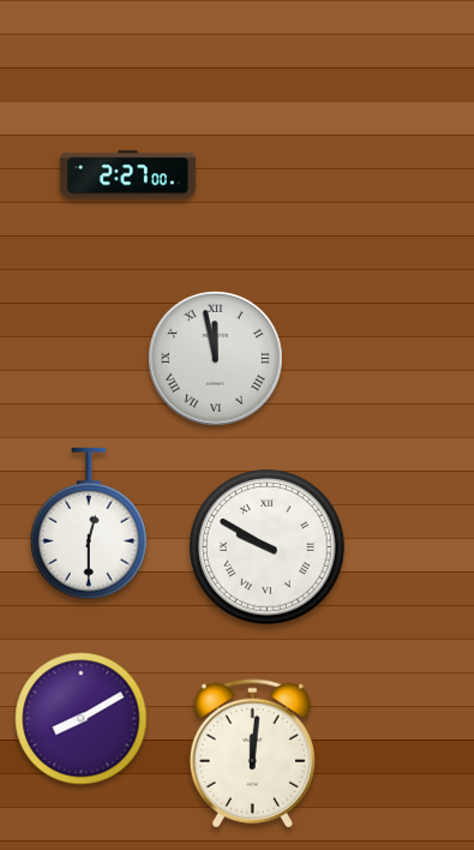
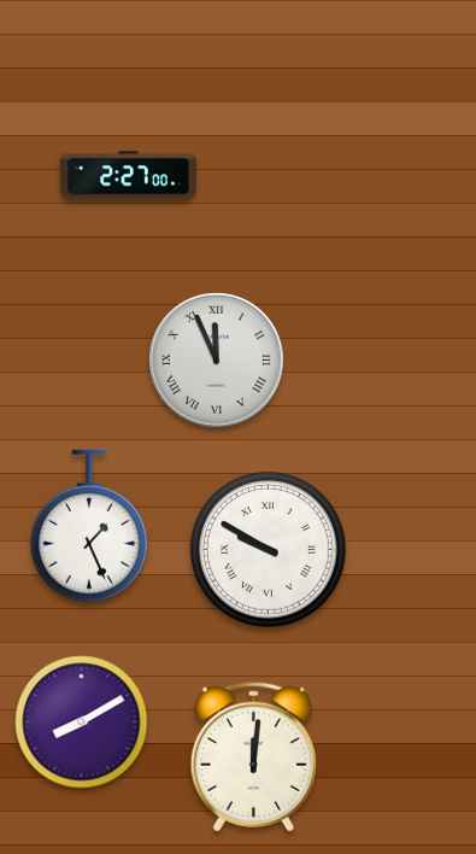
clock at (216, 359): 11:58 -> 11:56
clock at (89, 523): 12:30 -> 1:26
